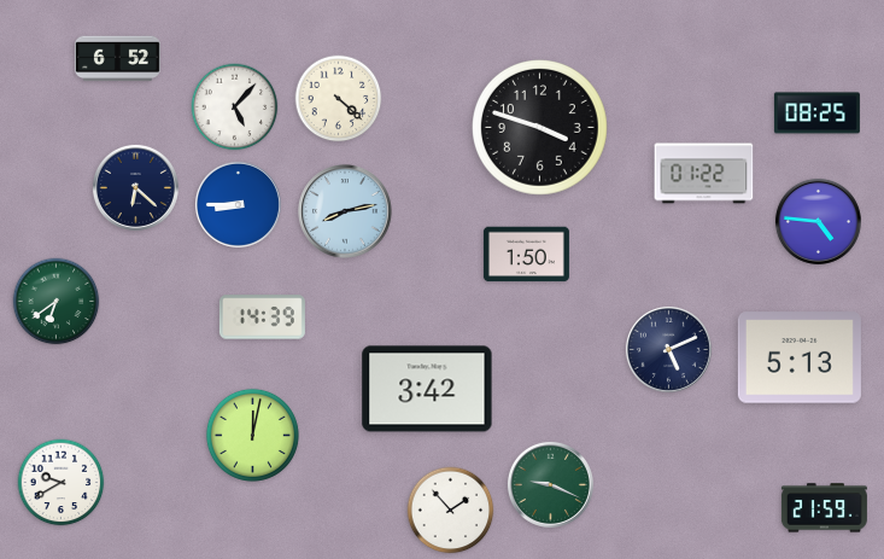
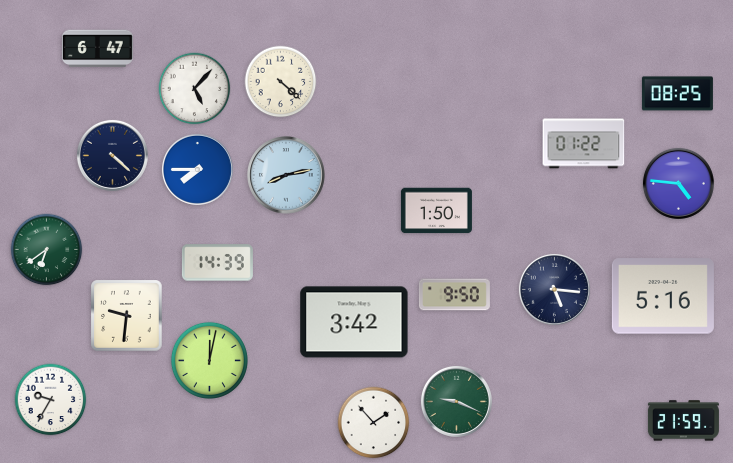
clock at (117, 59): 6:52 -> 6:47
clock at (540, 128): 3:48 -> none
clock at (135, 187): 6:22 -> 4:22
clock at (238, 204): 8:45 -> 7:45
clock at (668, 349): 5:11 -> 5:16
clock at (454, 295): none -> 9:50
clock at (800, 357): 5:13 -> 5:16
clock at (127, 316): none -> 9:31
clock at (62, 483): 9:40 -> 9:35
